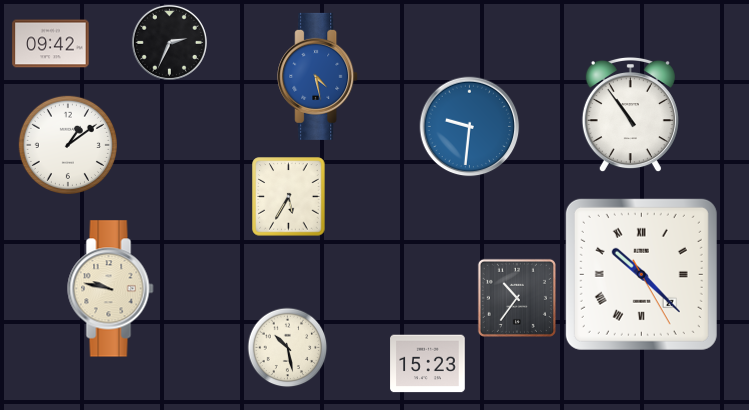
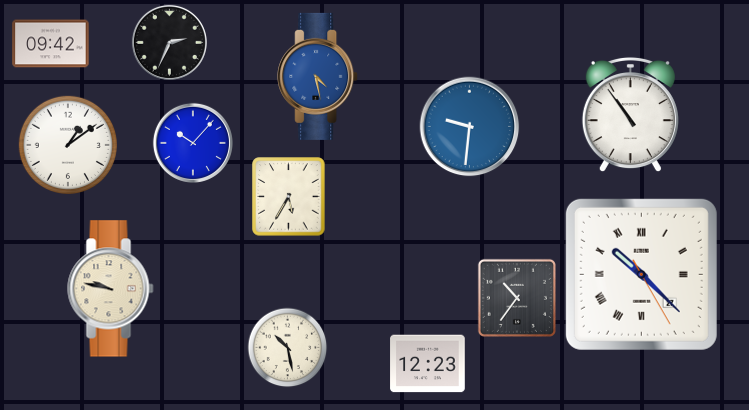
clock at (193, 143): none -> 10:07
clock at (428, 364): 15:23 -> 12:23
